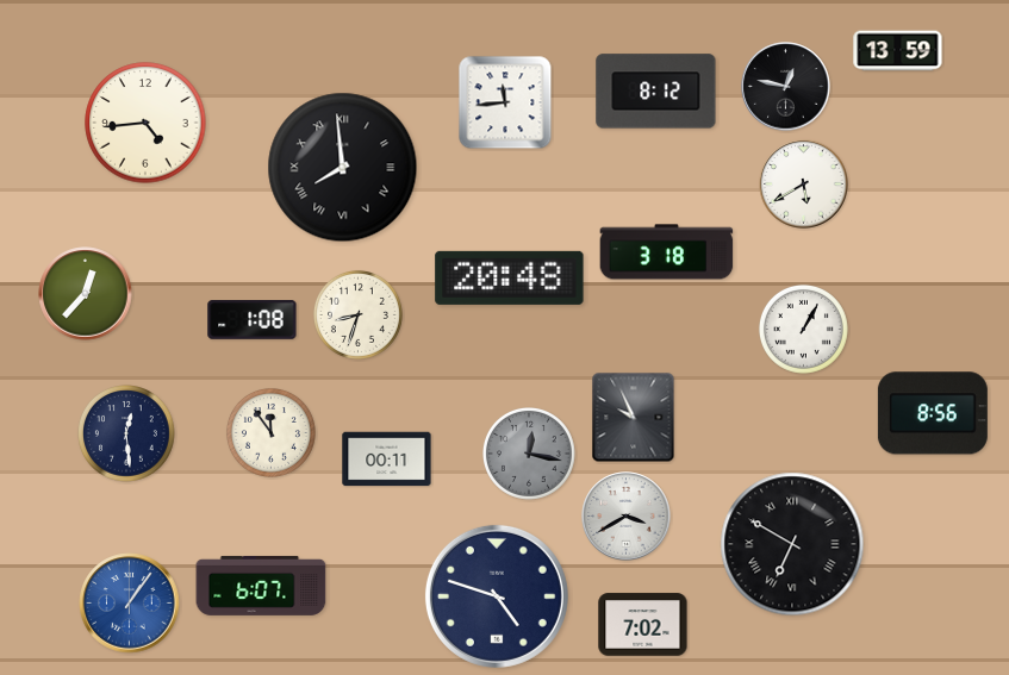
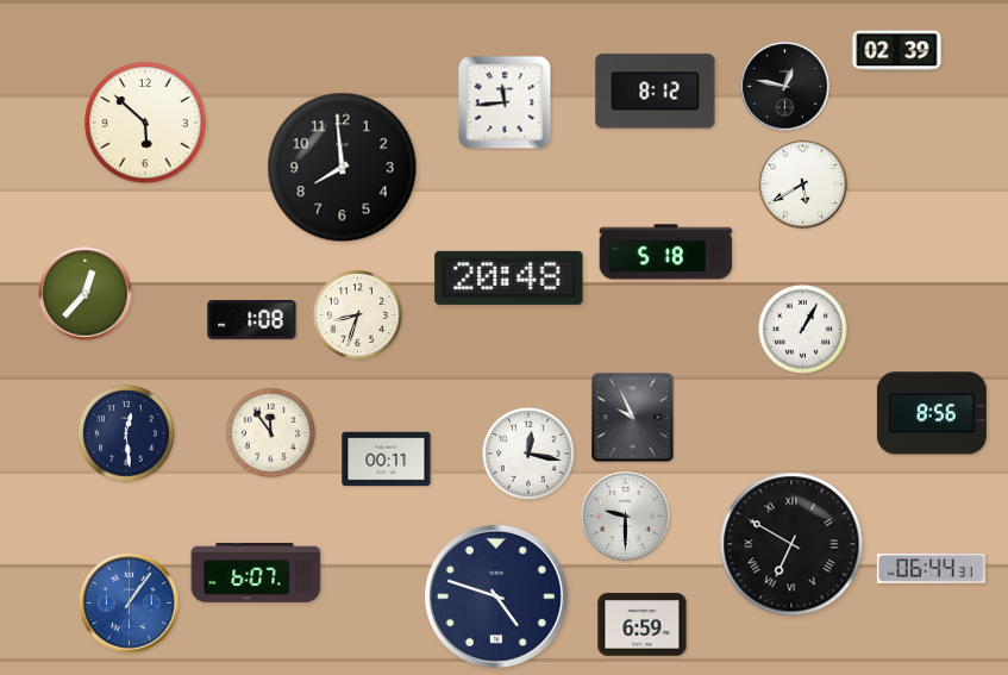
clock at (898, 51): 13:59 -> 02:39
clock at (145, 123): 4:44 -> 5:52
clock at (343, 168) numerals: Roman -> Arabic
clock at (667, 252): 3:18 -> 5:18
clock at (530, 455) dial: grey -> white
clock at (627, 517): 3:40 -> 9:30
clock at (931, 568): none -> 06:44
clock at (261, 586) position: (261, 586) -> (256, 573)
clock at (643, 625): 7:02 -> 6:59
